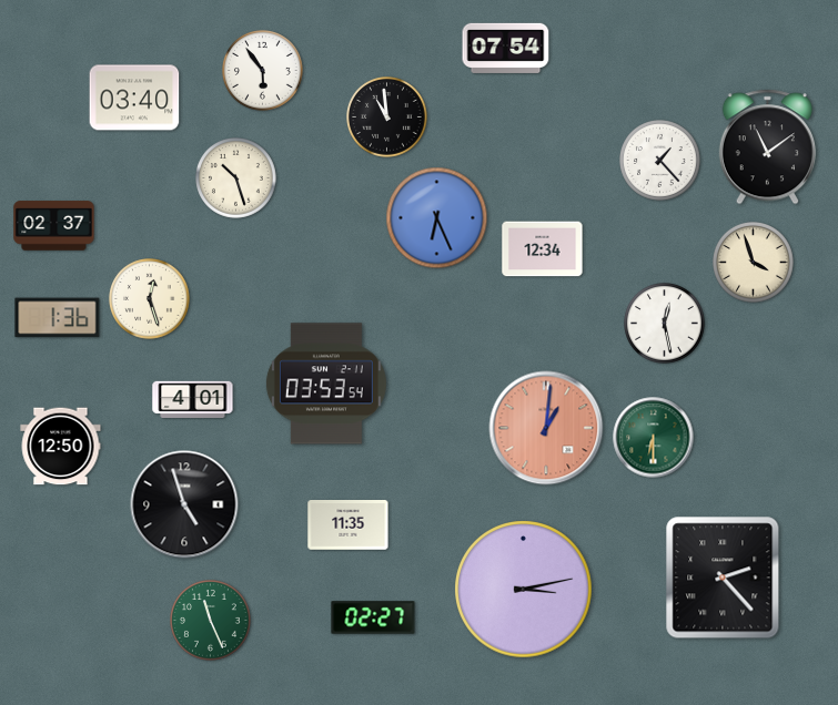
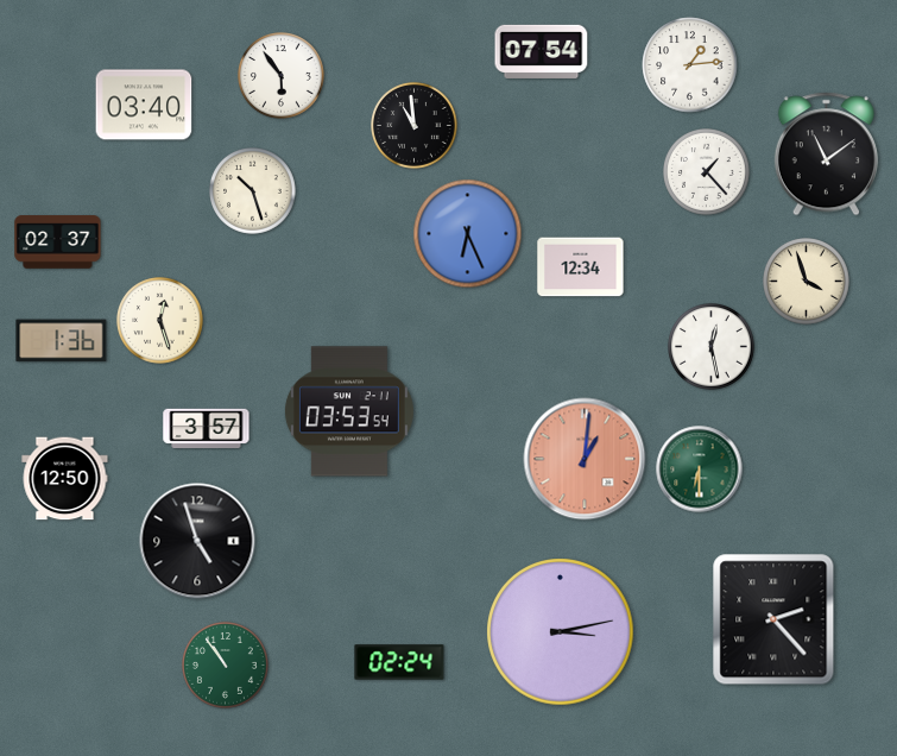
clock at (690, 65): none -> 1:14
clock at (767, 147) position: (767, 147) -> (826, 155)
clock at (193, 400): 4:01 -> 3:57
clock at (349, 525): 11:35 -> none
clock at (373, 617): 02:27 -> 02:24
clock at (211, 621): 11:26 -> 10:54
